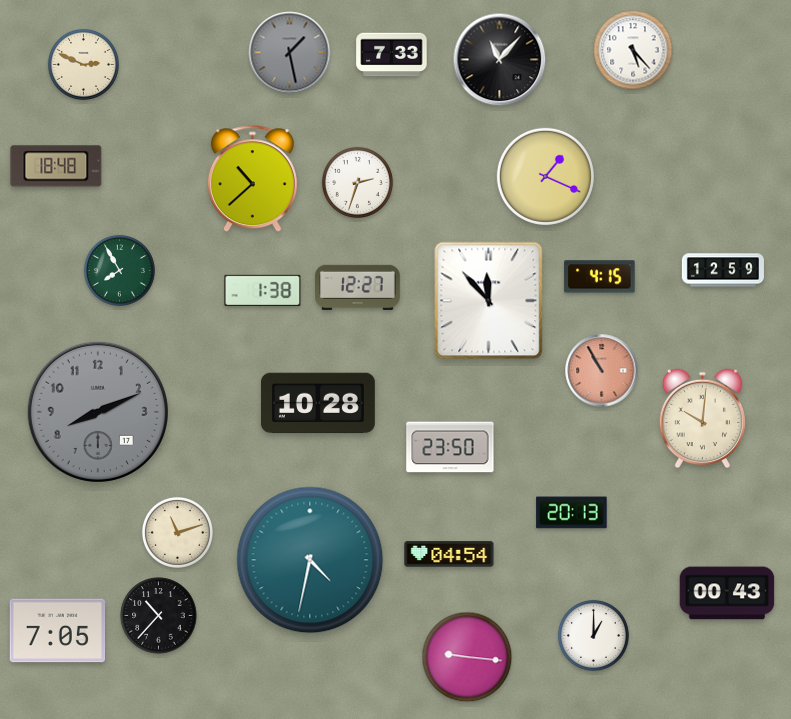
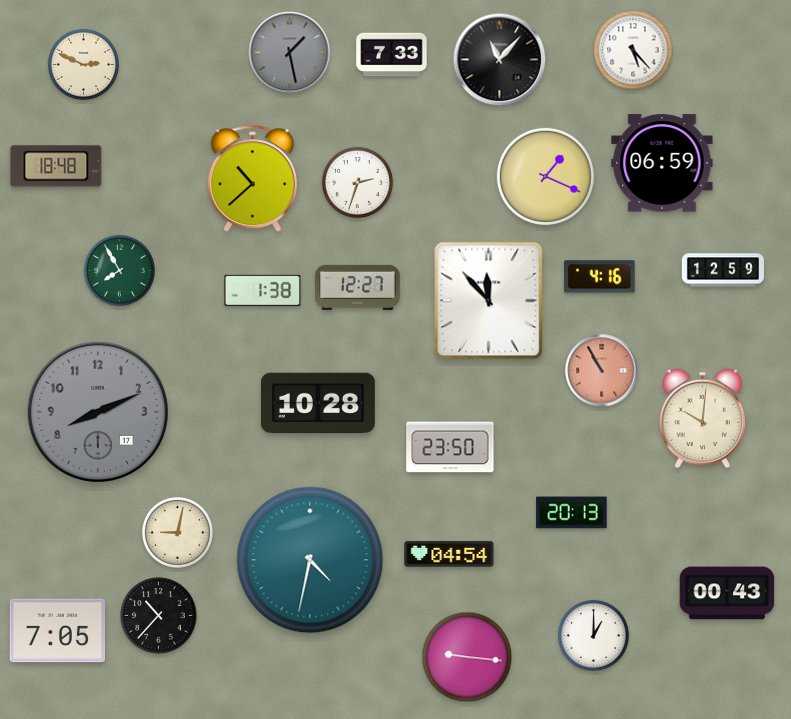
clock at (662, 163): none -> 06:59
clock at (600, 277): 4:15 -> 4:16
clock at (177, 532): 11:12 -> 9:02
